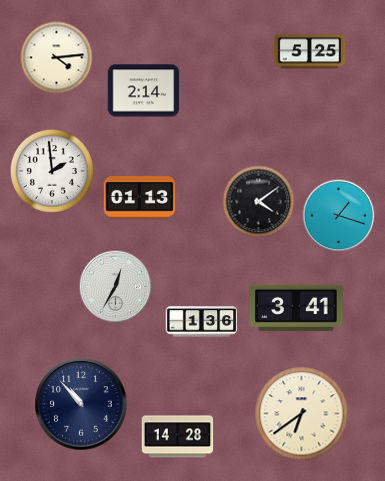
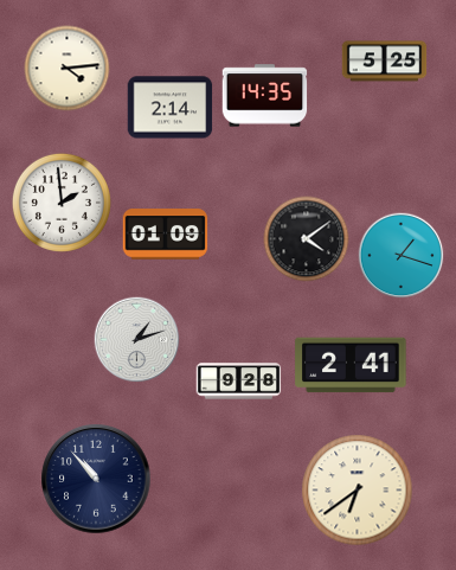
clock at (310, 52) position: (310, 52) -> (385, 62)
clock at (265, 96): none -> 14:35
clock at (140, 198): 01:13 -> 01:09
clock at (116, 287): 12:35 -> 1:12
clock at (296, 308): 3:41 -> 2:41
clock at (202, 322): 1:36 -> 9:28
clock at (178, 437): 14:28 -> none
